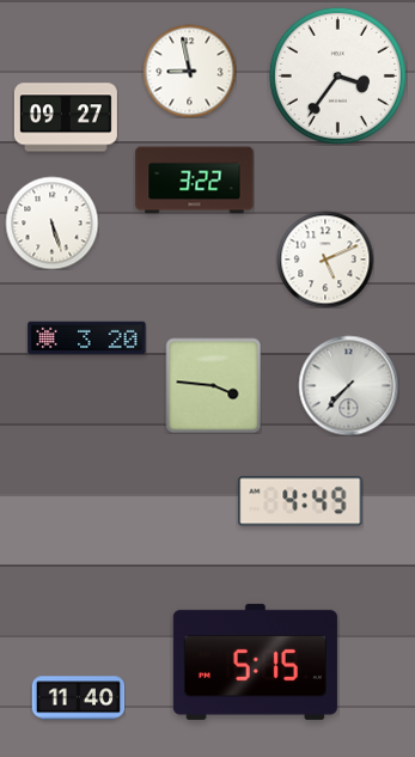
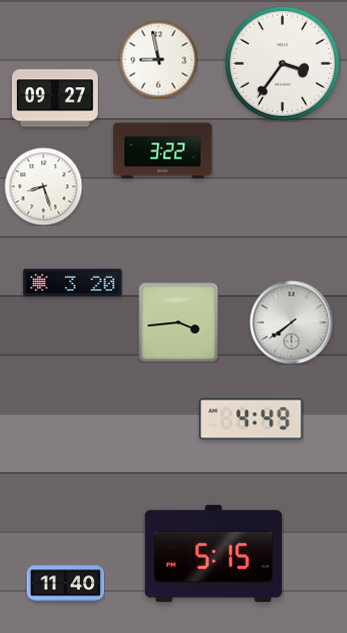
clock at (51, 222): 5:27 -> 8:27
clock at (325, 260): 5:11 -> none
clock at (213, 385): 3:46 -> 3:44
clock at (348, 385): 7:37 -> 7:39
